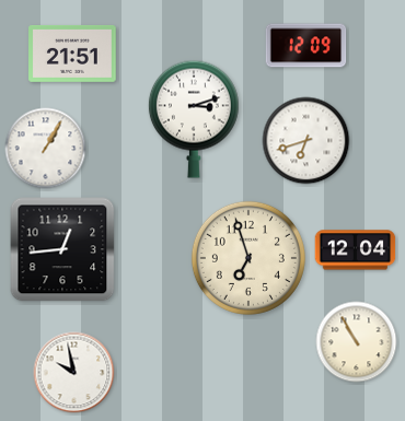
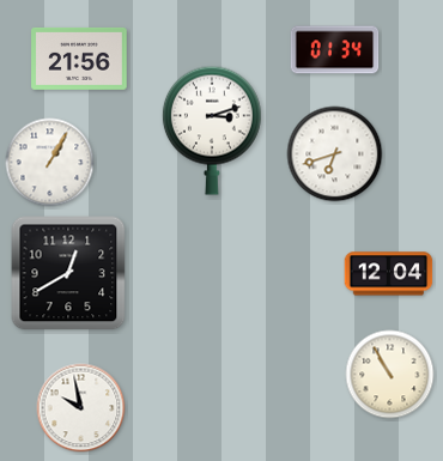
clock at (306, 46): 12:09 -> 01:34
clock at (72, 54): 21:51 -> 21:56
clock at (62, 249): 12:44 -> 12:40
clock at (248, 258): 6:57 -> none
